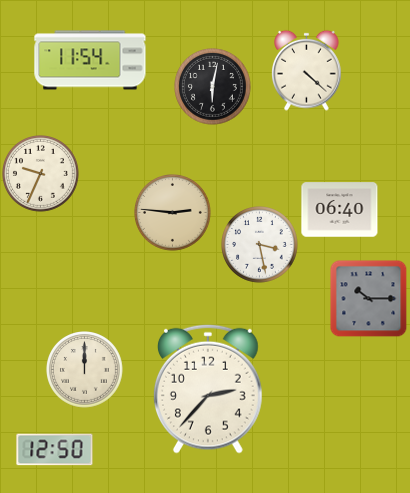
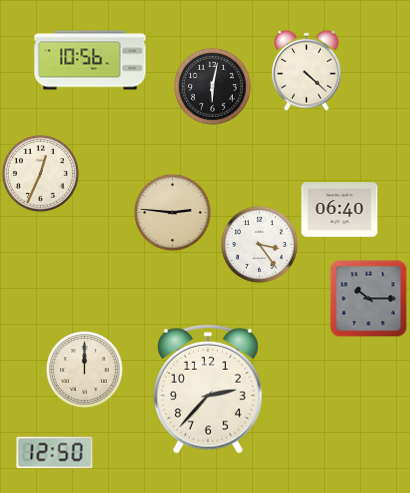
clock at (90, 60): 11:54 -> 10:56
clock at (41, 174): 9:34 -> 12:34
clock at (260, 245): 3:28 -> 3:24
clock at (55, 450) position: (55, 450) -> (55, 453)
